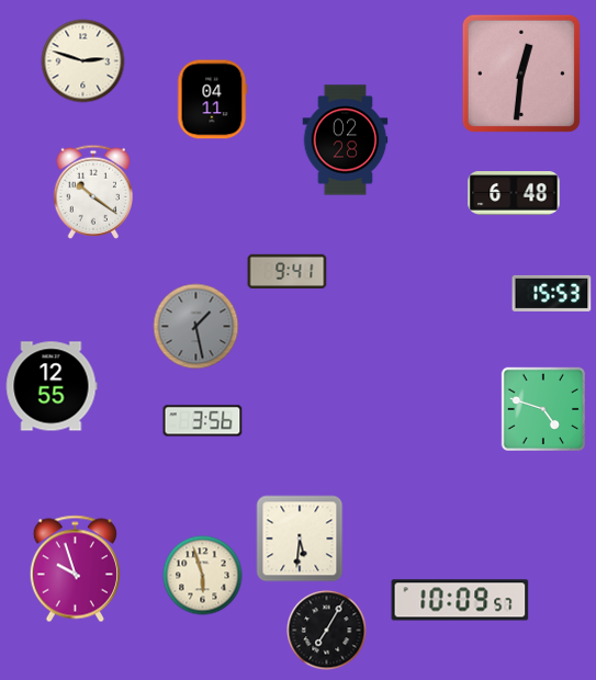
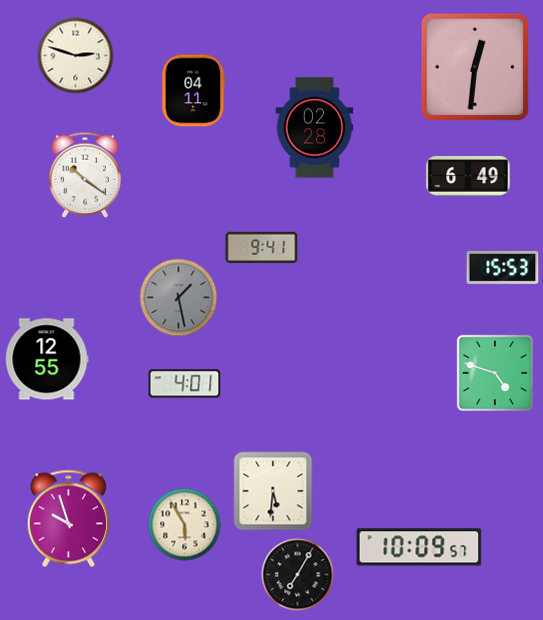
clock at (514, 193): 6:48 -> 6:49
clock at (52, 386) position: (52, 386) -> (47, 359)
clock at (203, 421): 3:56 -> 4:01
clock at (203, 576): 5:57 -> 5:55
